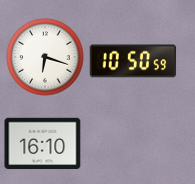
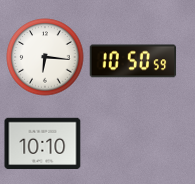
clock at (45, 57): 6:18 -> 6:16
clock at (43, 144): 16:10 -> 10:10
